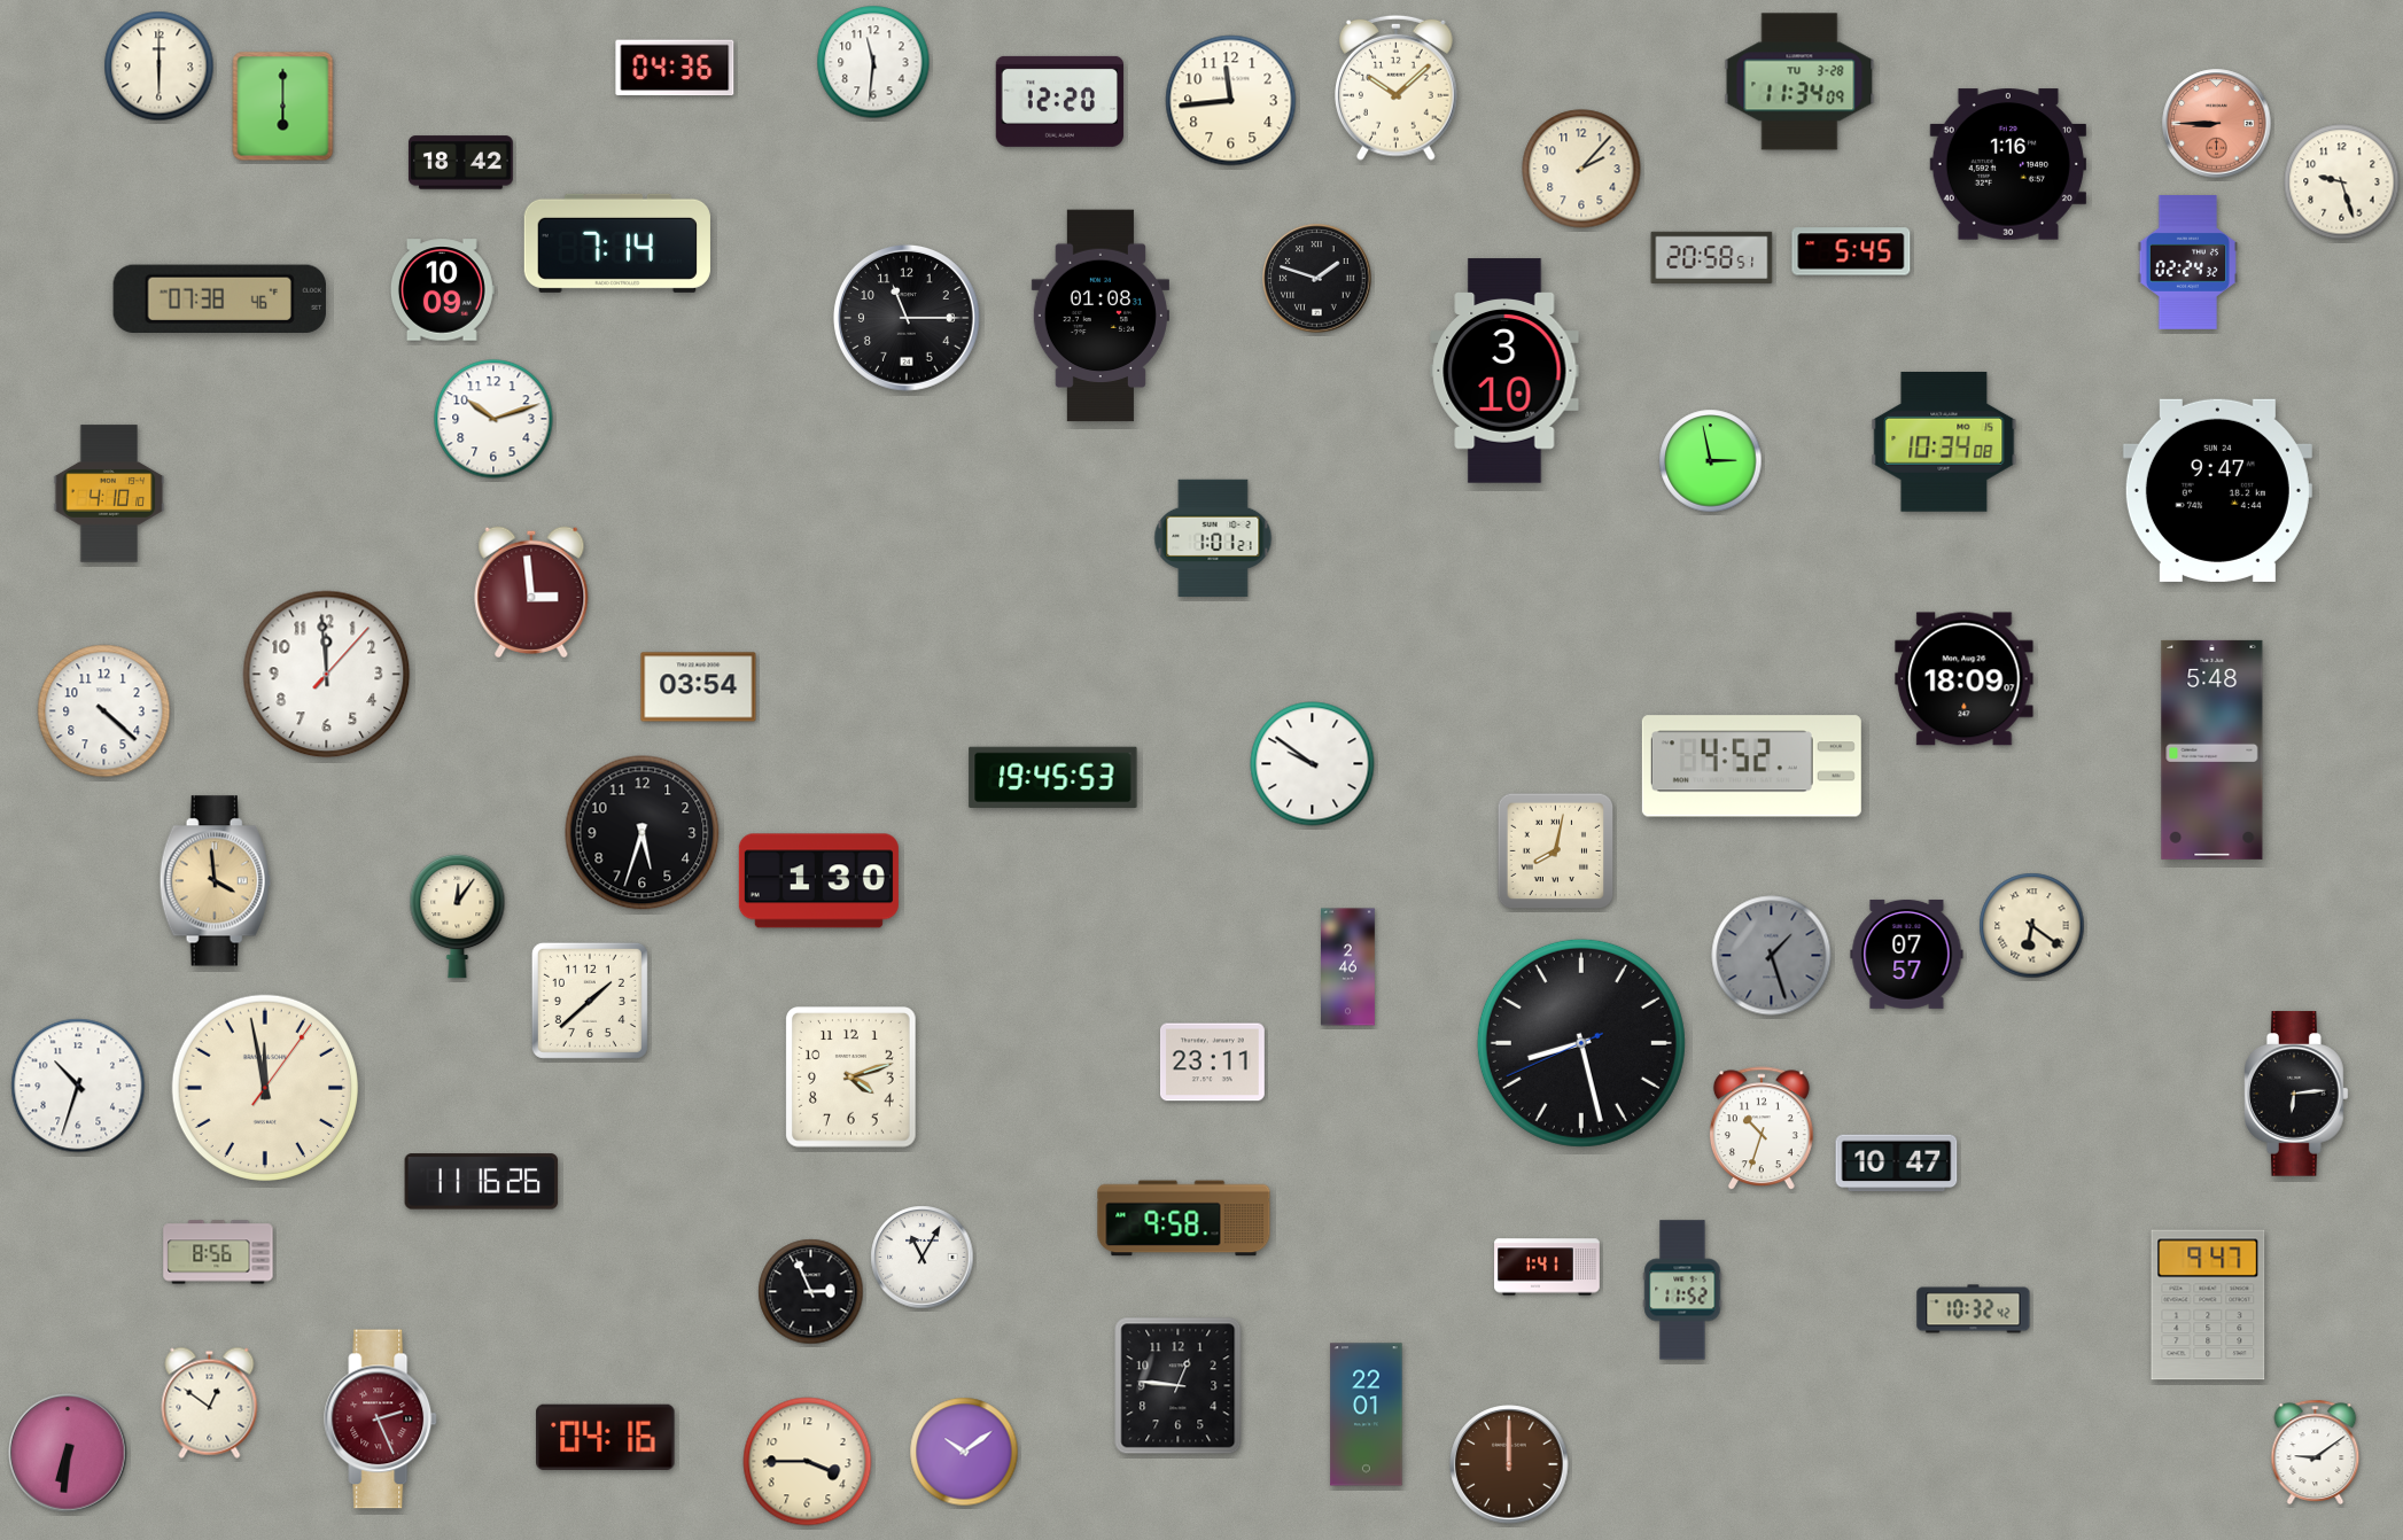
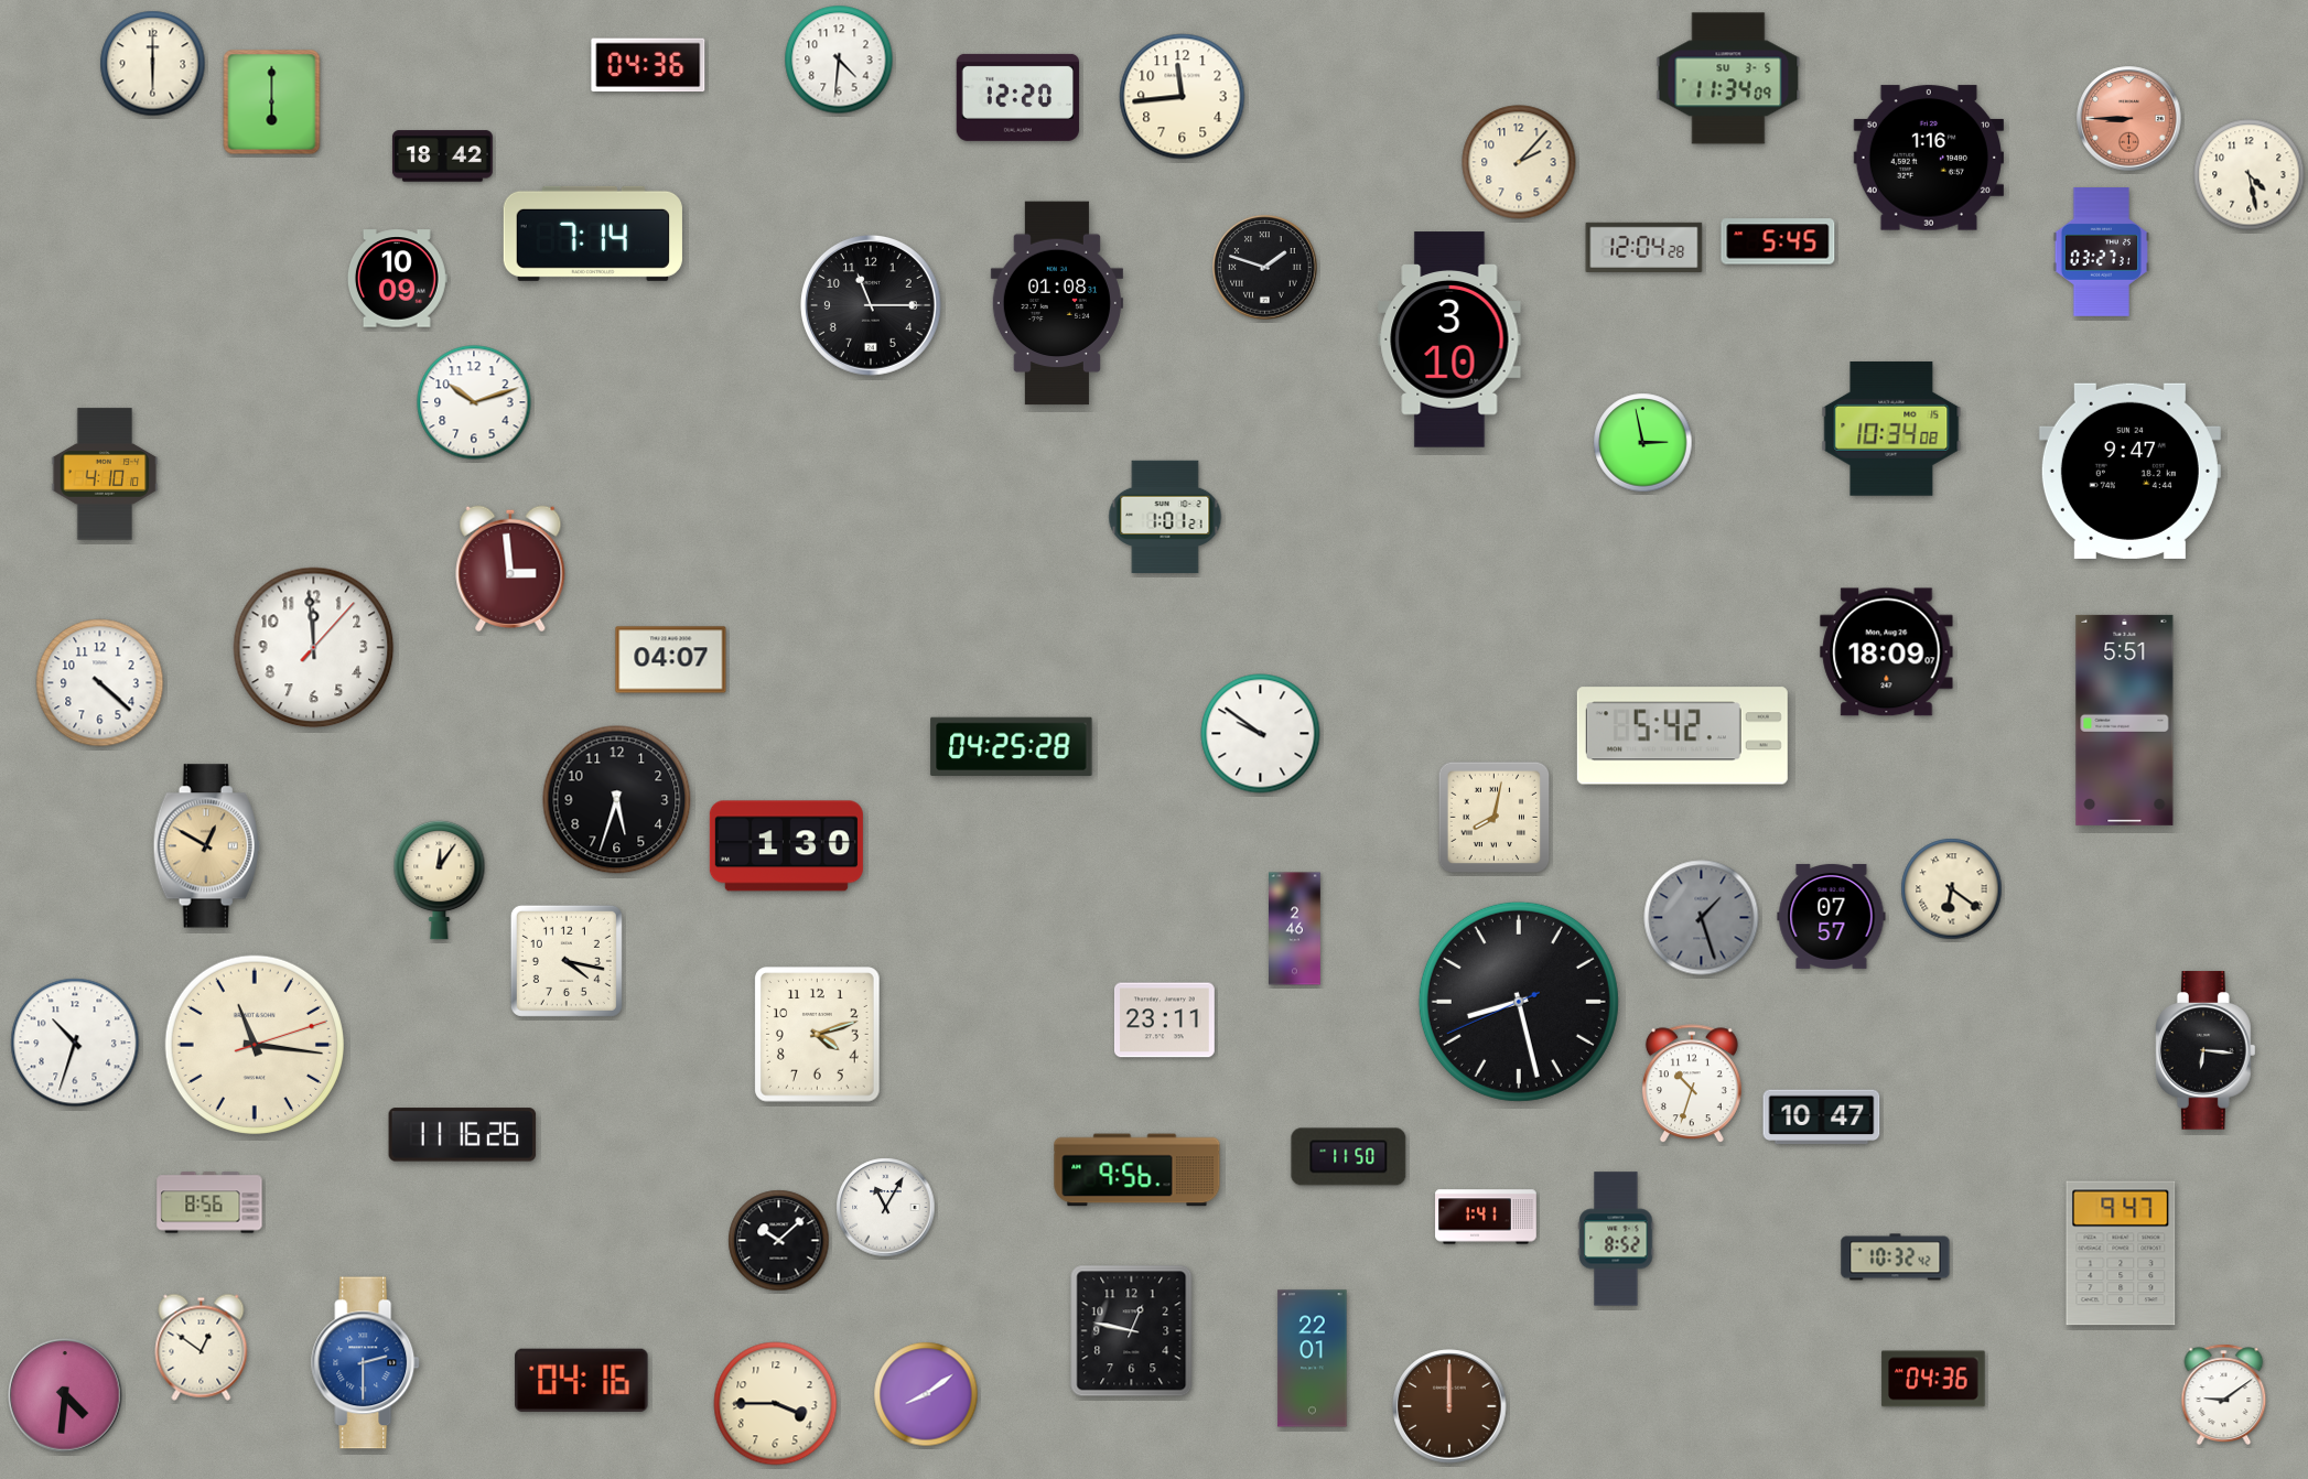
clock at (873, 62): 11:31 -> 4:31
clock at (1799, 81) date: TU 3-28 -> SU 3-5
clock at (1397, 87): 10:08 -> none
clock at (2342, 182): 9:27 -> 4:28
clock at (1712, 257): 20:58 -> 12:04
clock at (2187, 263): 02:24 -> 03:27
clock at (442, 290) position: (442, 290) -> (397, 279)
clock at (219, 298): 07:38 -> none
clock at (1504, 371) position: (1504, 371) -> (1449, 339)
clock at (1944, 442) position: (1944, 442) -> (1891, 429)
clock at (699, 687): 03:54 -> 04:07
clock at (2213, 749): 5:48 -> 5:51
clock at (1751, 767): 4:52 -> 5:42
clock at (1053, 777): 19:45 -> 04:25
clock at (215, 881): 3:59 -> 12:50
clock at (590, 1001): 1:38 -> 4:17
clock at (265, 1088): 11:58 -> 11:16
clock at (2297, 1094): 6:14 -> 6:16
clock at (1349, 1157): none -> 11:50
clock at (1184, 1219): 9:58 -> 9:56
clock at (1682, 1290): 11:52 -> 8:52
clock at (811, 1292): 2:56 -> 10:08
clock at (1179, 1386): 12:46 -> 12:47
clock at (381, 1420): 2:26 -> 2:30
clock at (381, 1420) dial: burgundy -> blue
clock at (1933, 1379): none -> 04:36
clock at (964, 1452): 10:09 -> 8:09
clock at (68, 1453): 6:31 -> 4:31
